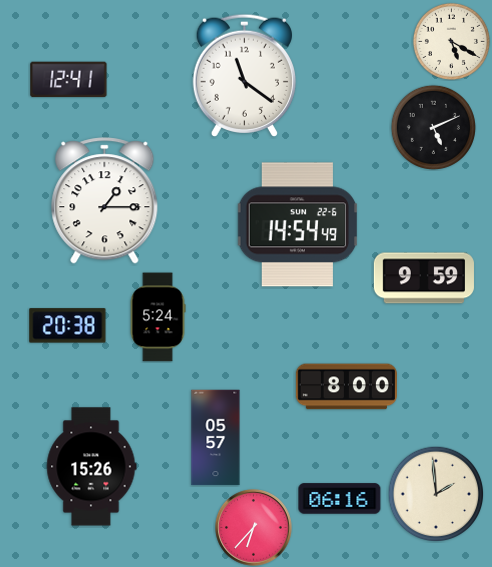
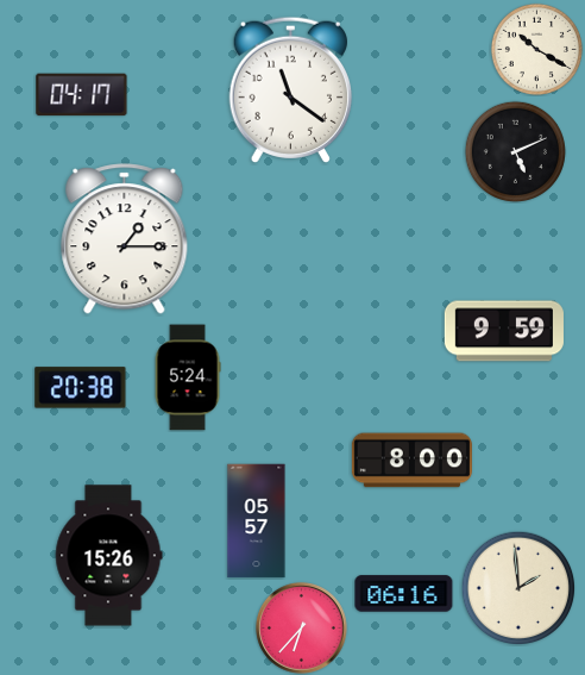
clock at (451, 41): 5:20 -> 10:20
clock at (69, 80): 12:41 -> 04:17
clock at (298, 225): 14:54 -> none
